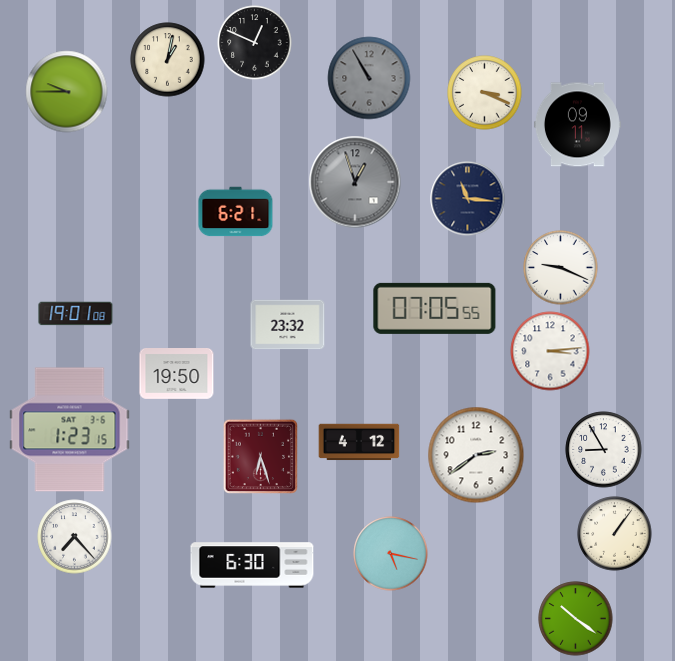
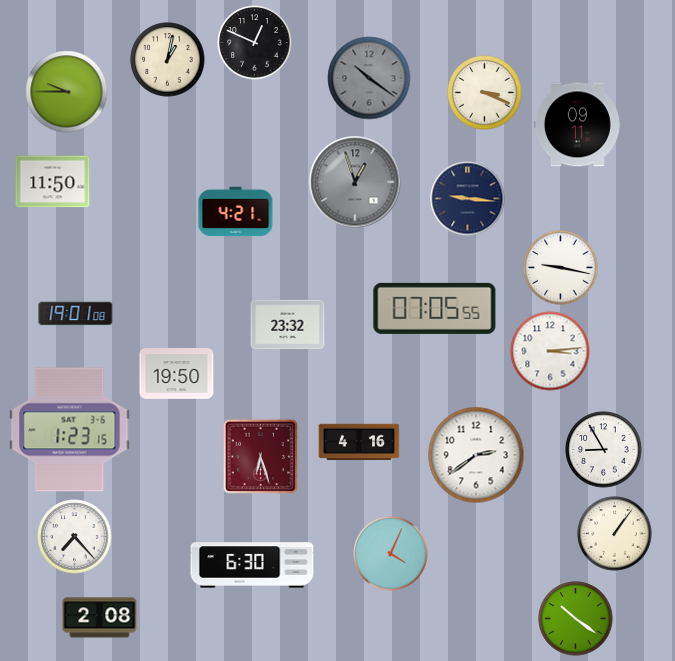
clock at (369, 78): 10:55 -> 10:21
clock at (53, 182): none -> 11:50
clock at (468, 199): 11:16 -> 9:16
clock at (236, 212): 6:21 -> 4:21
clock at (561, 268): 9:19 -> 9:17
clock at (359, 442): 4:12 -> 4:16
clock at (391, 554): 5:17 -> 4:04
clock at (100, 618): none -> 2:08
